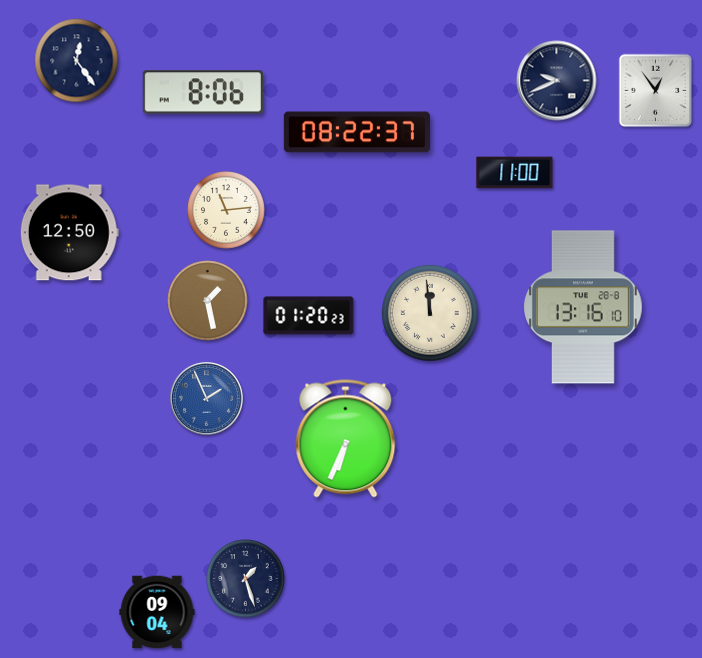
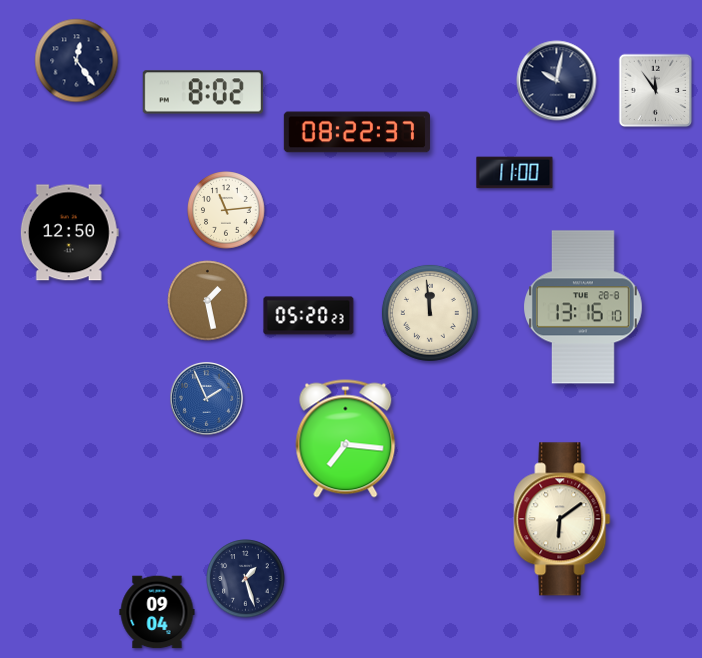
clock at (557, 81): 9:41 -> 10:02
clock at (656, 91): 12:54 -> 11:54
clock at (203, 92): 8:06 -> 8:02
clock at (309, 316): 01:20 -> 05:20
clock at (346, 439): 6:34 -> 7:16
clock at (562, 519): none -> 6:09
